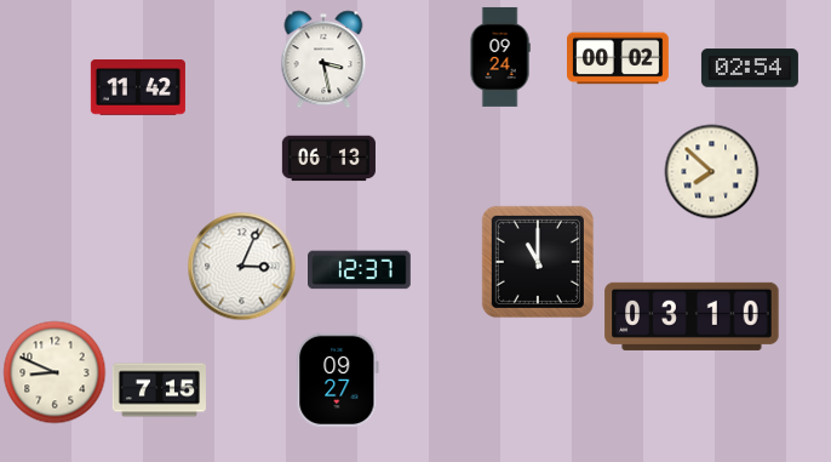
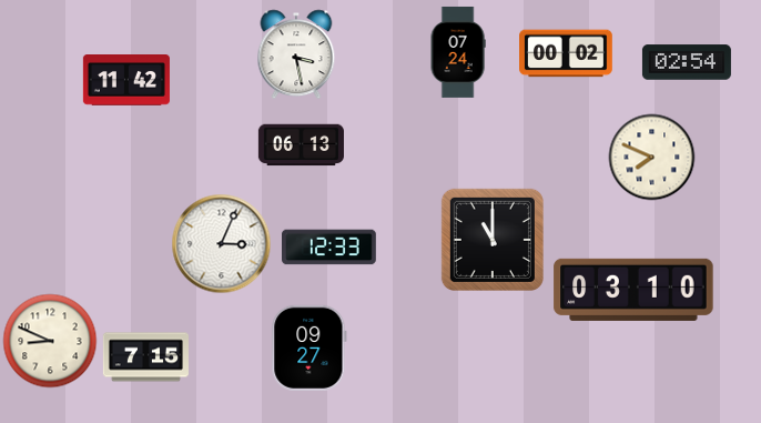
clock at (500, 57): 09:24 -> 07:24
clock at (711, 171): 7:52 -> 7:49
clock at (360, 270): 12:37 -> 12:33
